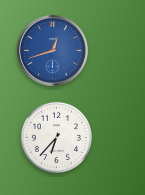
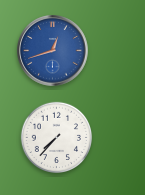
clock at (56, 137): 6:37 -> 7:37
